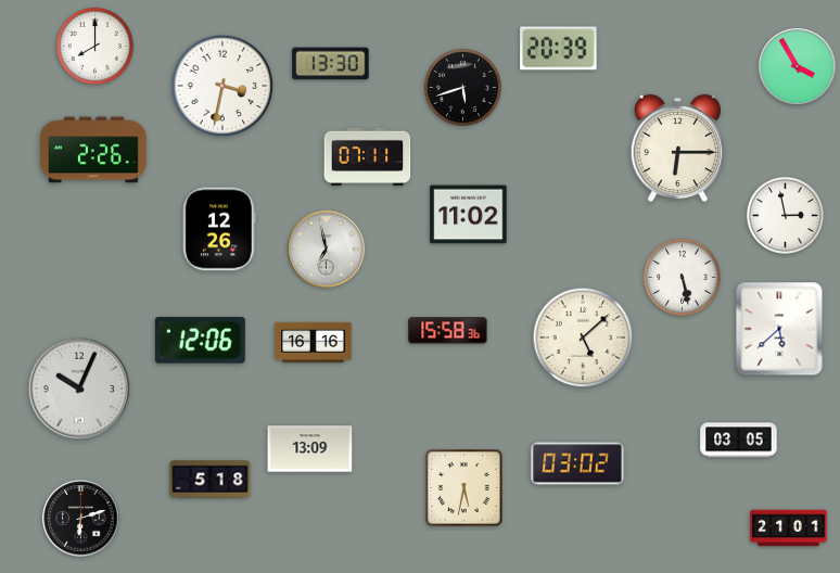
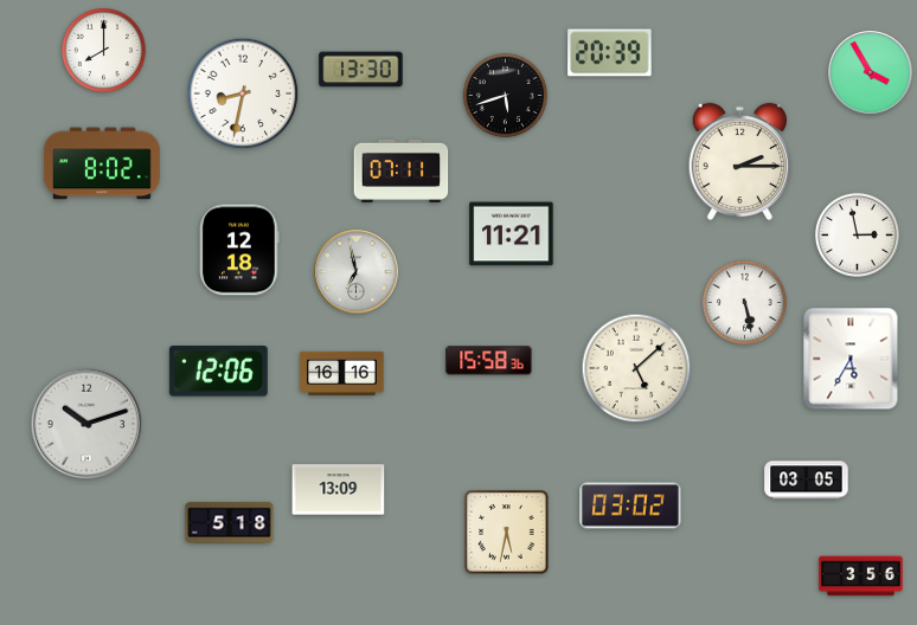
clock at (222, 86): 3:32 -> 8:32
clock at (677, 149): 6:15 -> 2:15
clock at (93, 150): 2:26 -> 8:02
clock at (469, 215): 11:02 -> 11:21
clock at (219, 229): 12:26 -> 12:18
clock at (779, 329): 5:38 -> 5:35
clock at (79, 389): 10:04 -> 10:12
clock at (81, 519): 6:12 -> none
clock at (789, 529): 21:01 -> 3:56
